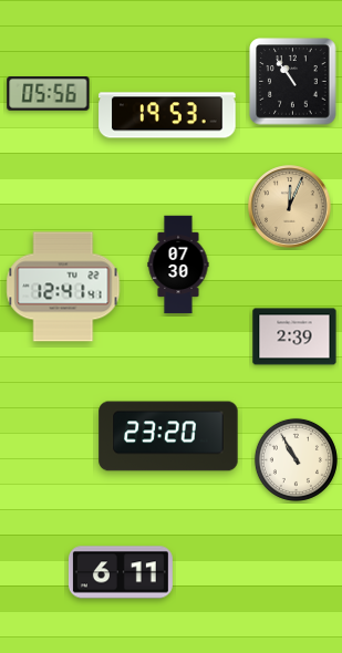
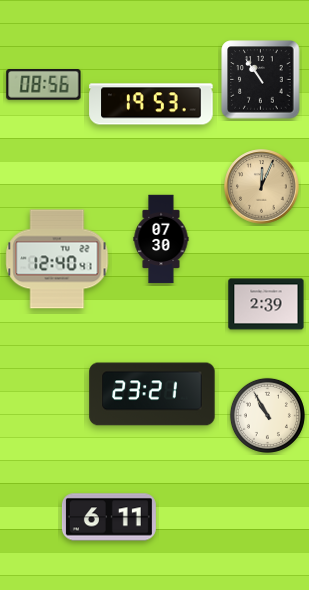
clock at (293, 82) position: (293, 82) -> (261, 80)
clock at (49, 94): 05:56 -> 08:56
clock at (63, 287): 12:41 -> 12:40
clock at (168, 436): 23:20 -> 23:21
